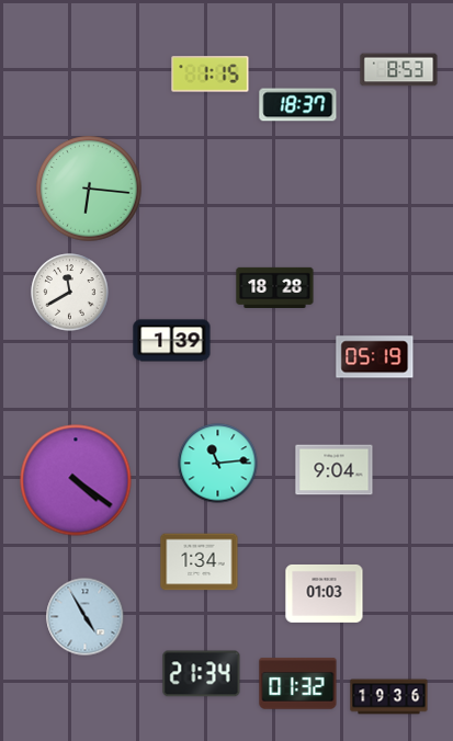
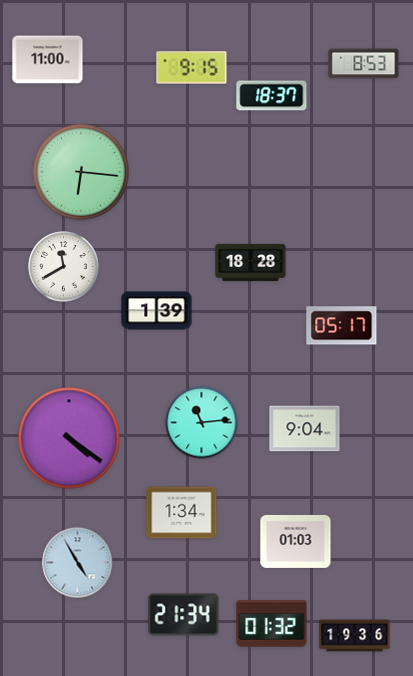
clock at (48, 60): none -> 11:00
clock at (211, 75): 1:15 -> 9:15
clock at (375, 357): 05:19 -> 05:17
clock at (218, 464) position: (218, 464) -> (202, 423)
